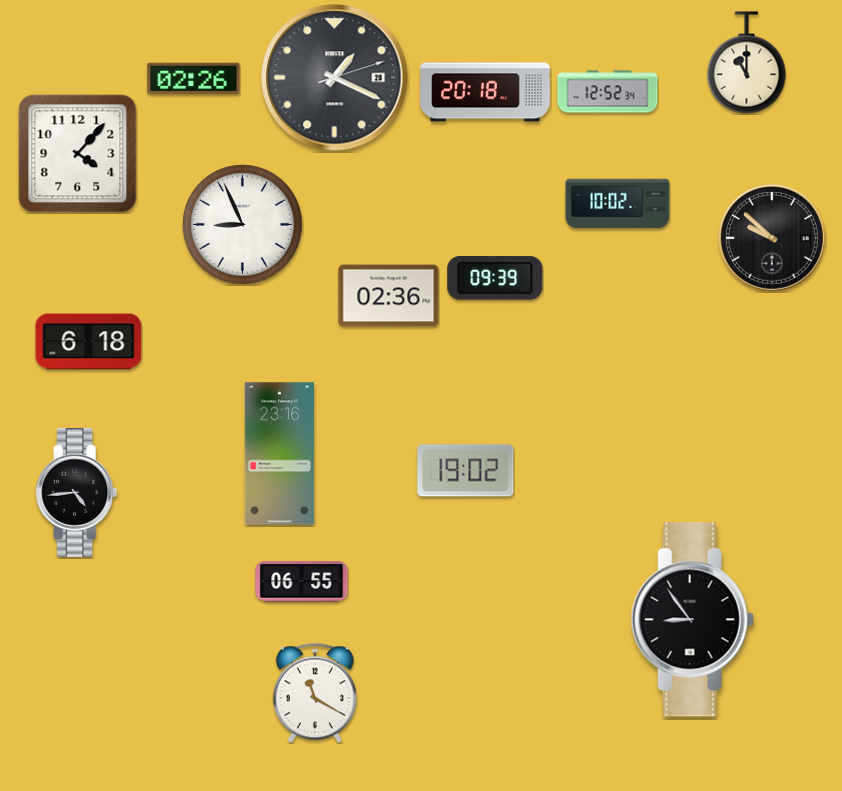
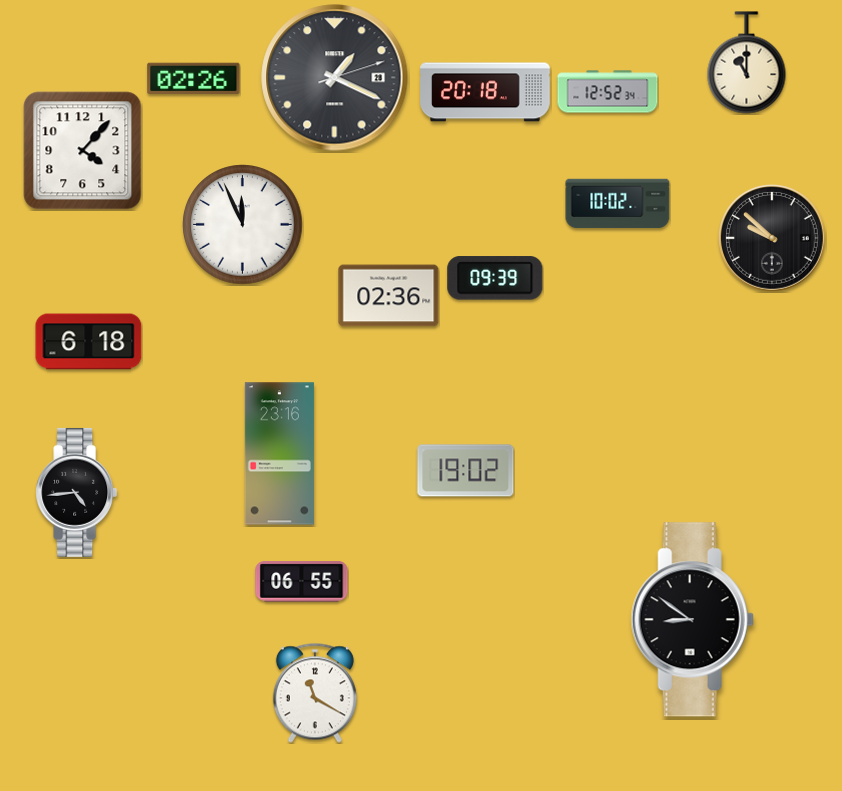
clock at (78, 154) position: (78, 154) -> (83, 151)
clock at (243, 225): 8:56 -> 11:56
clock at (692, 620): 8:54 -> 8:51
